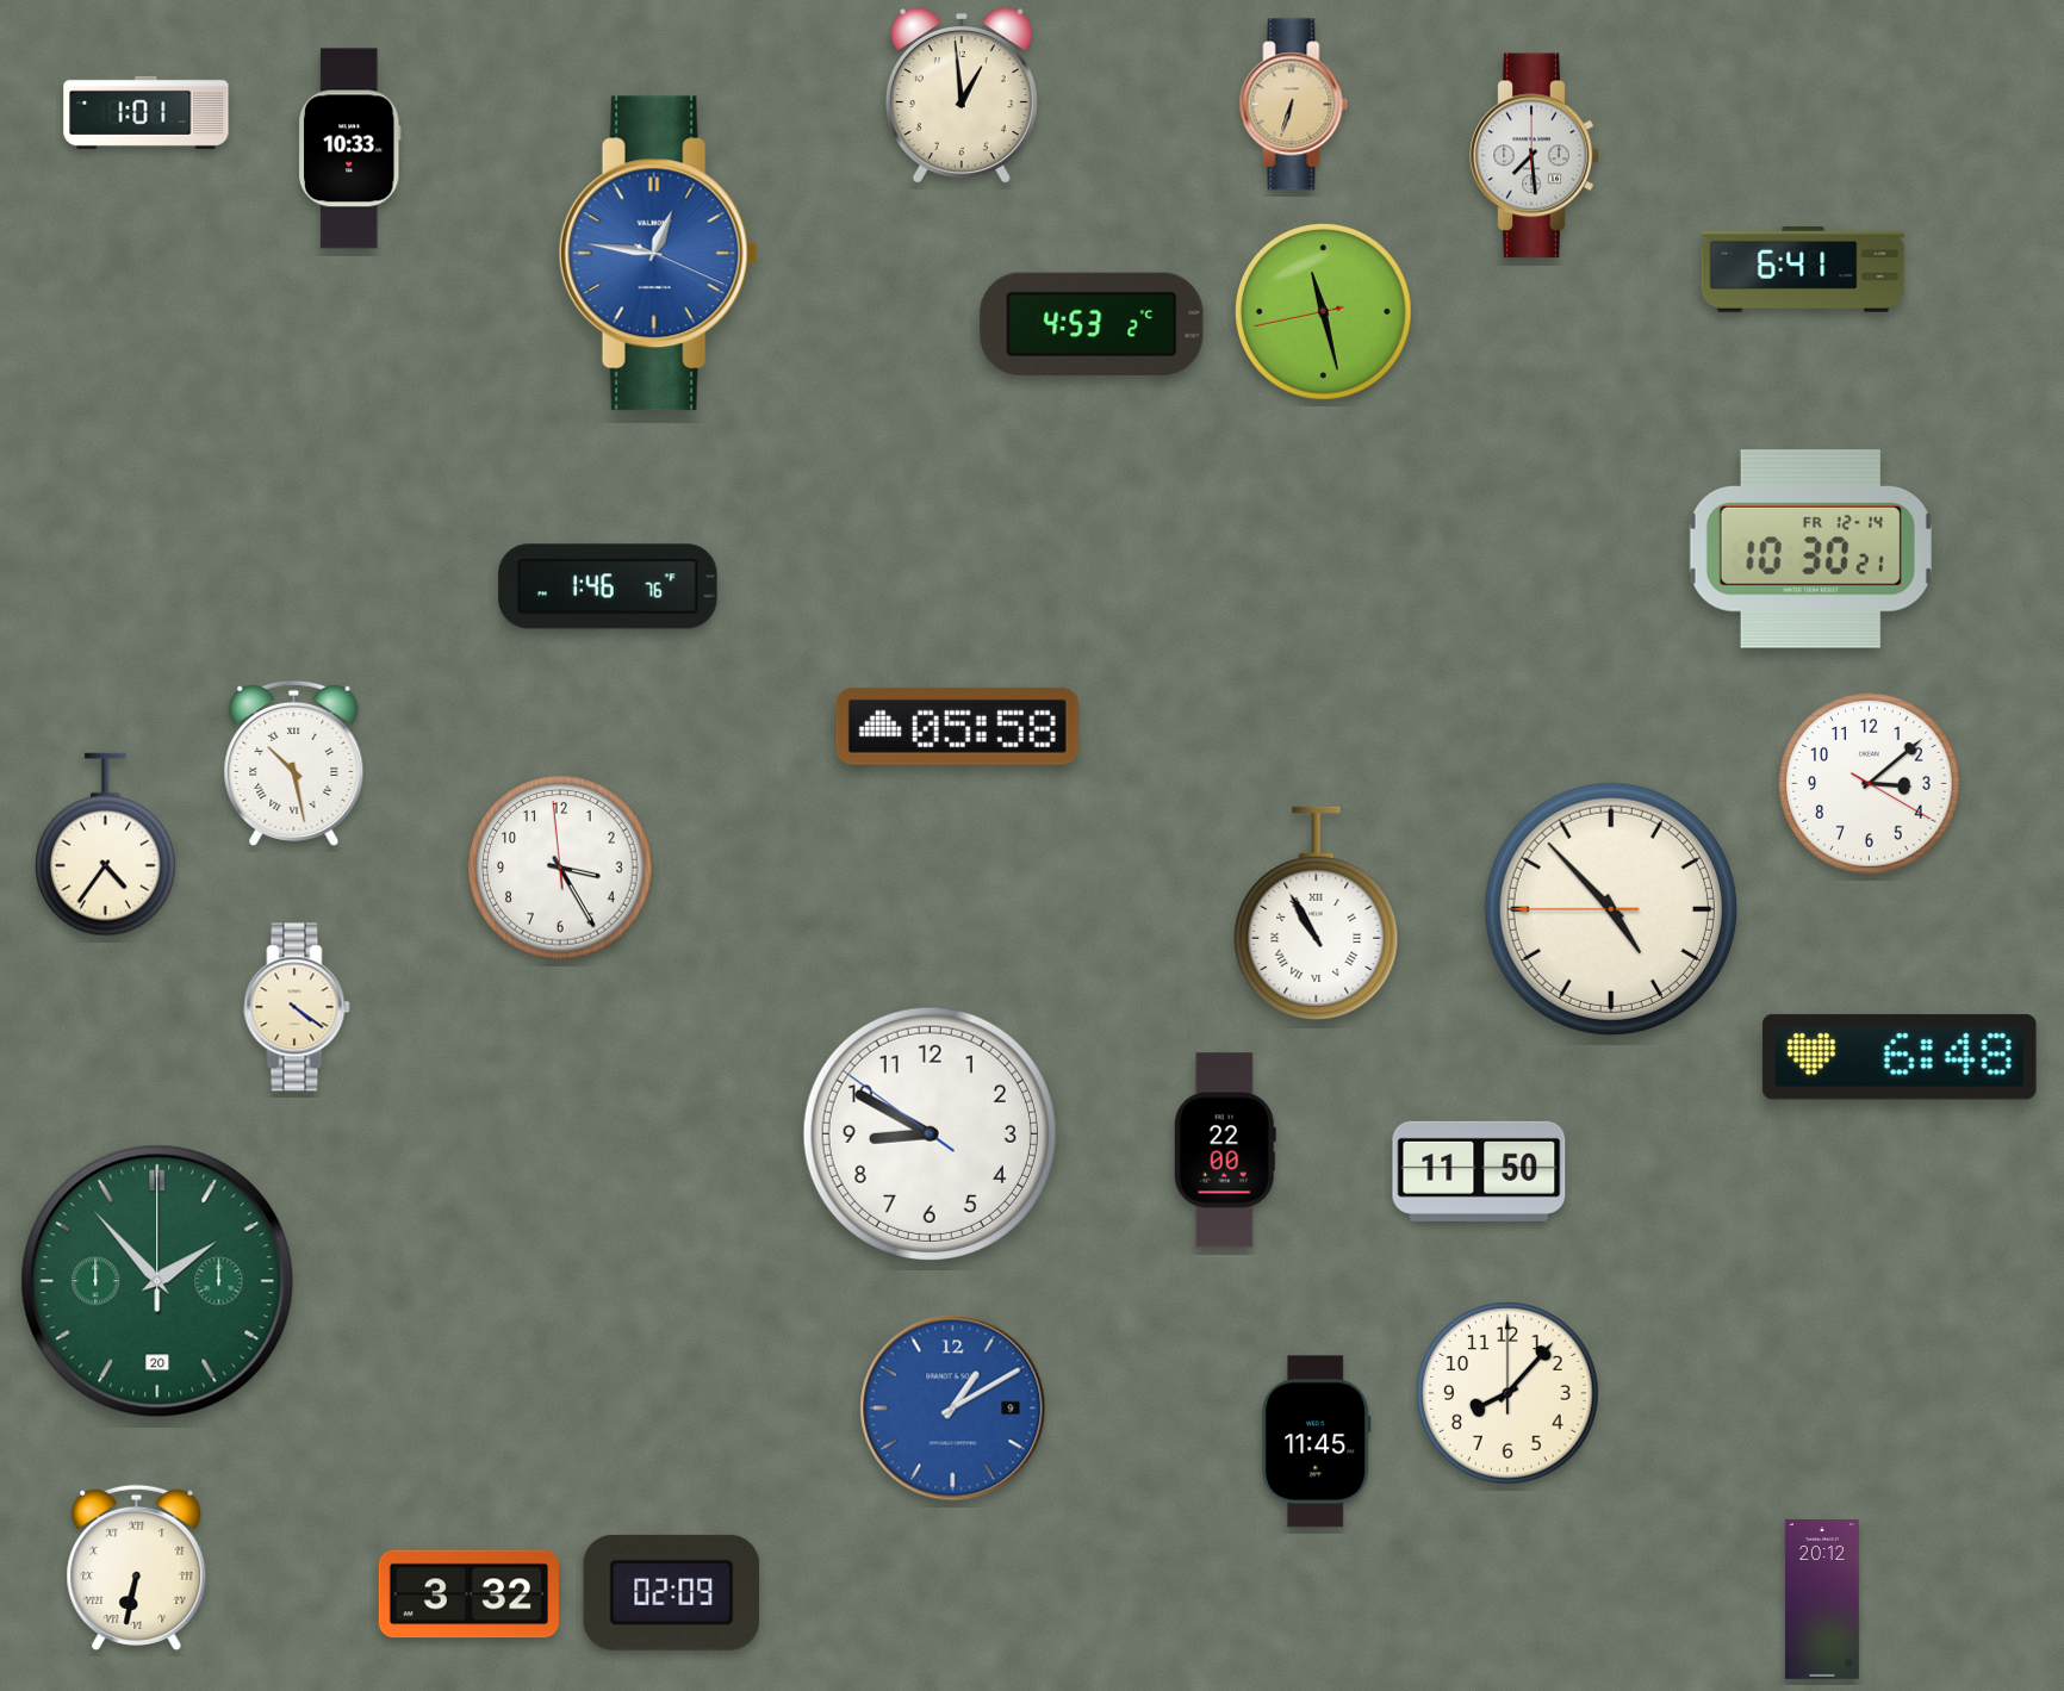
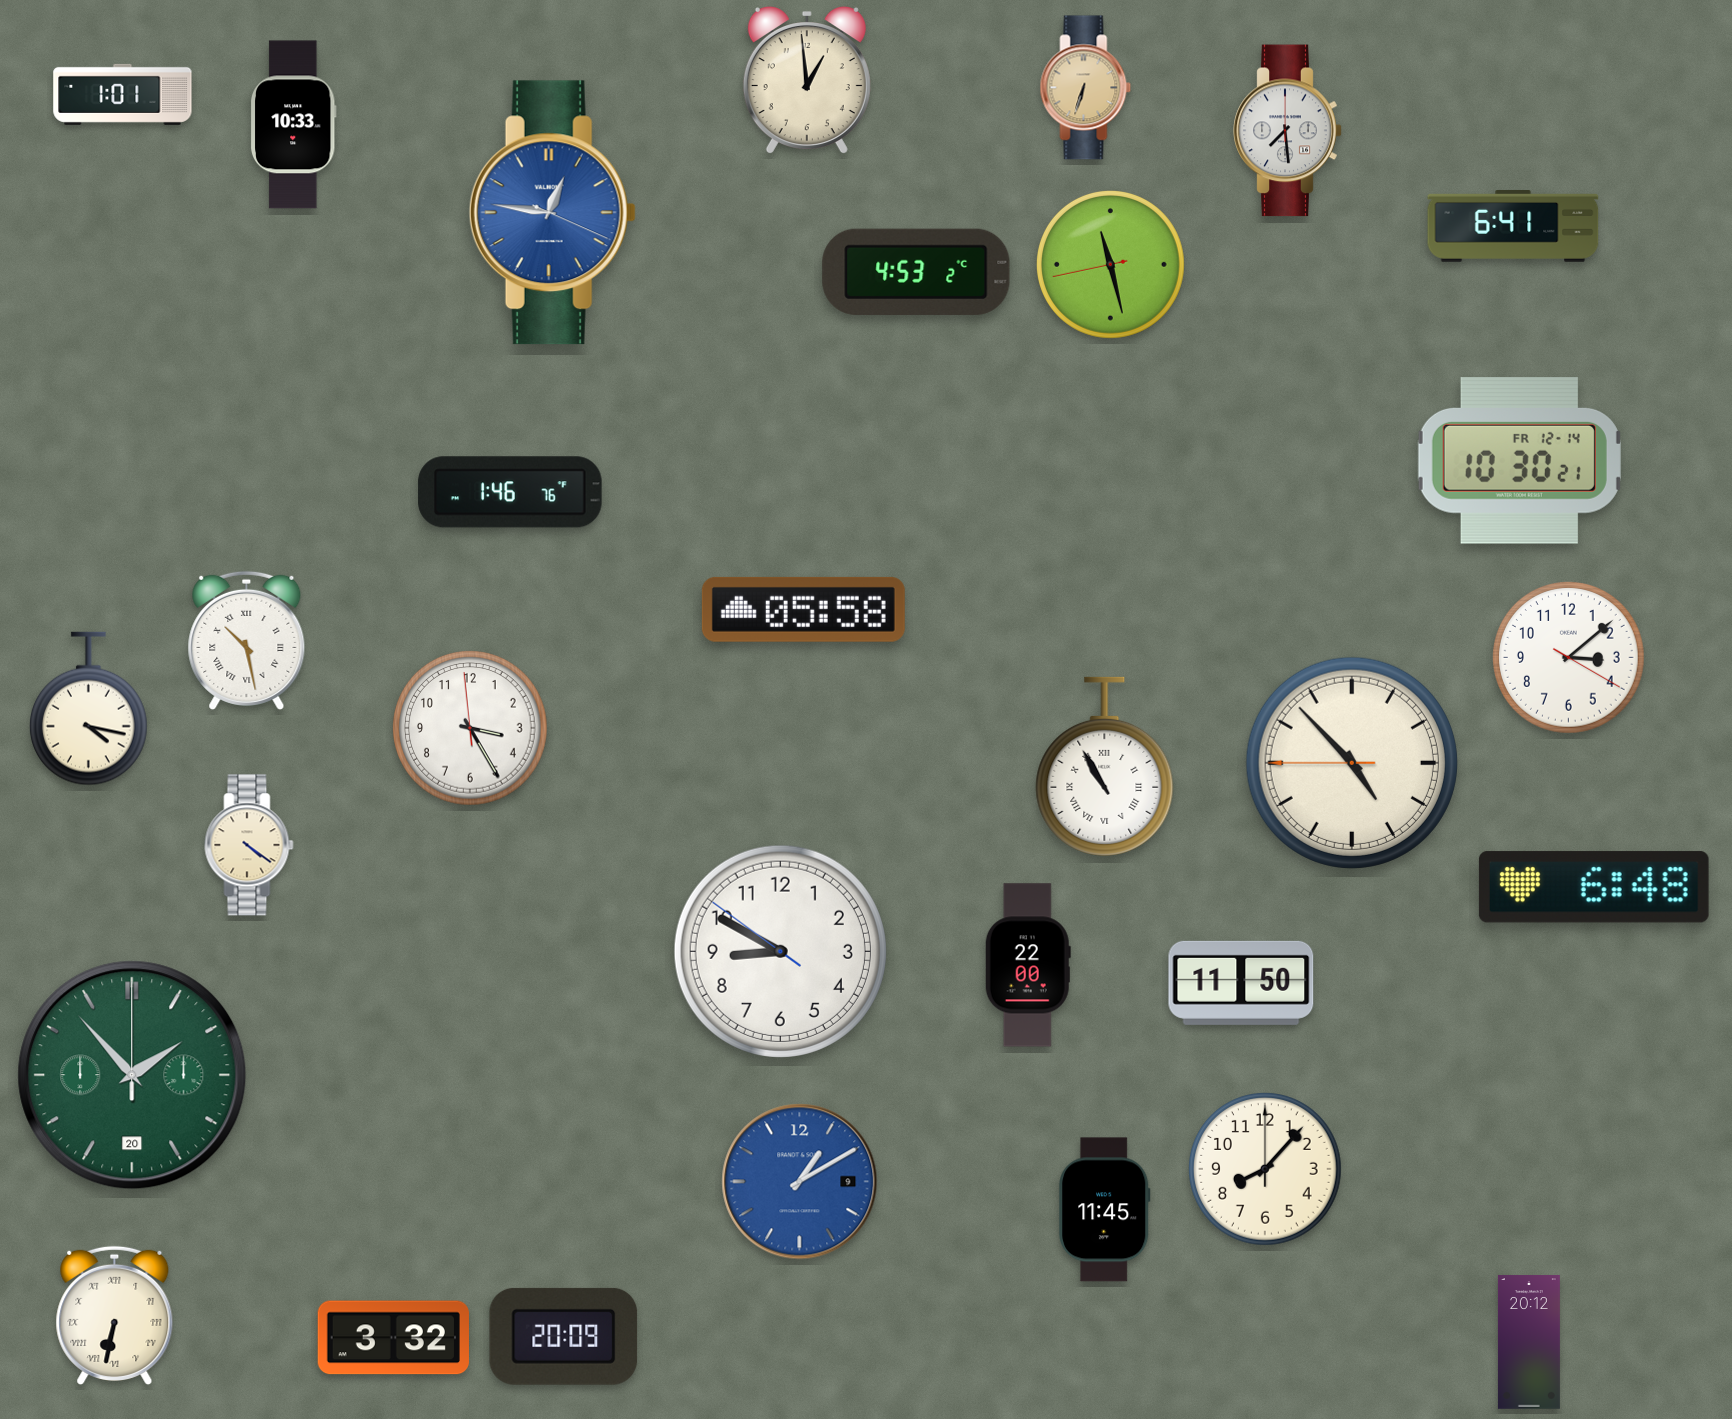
clock at (1323, 311) position: (1323, 311) -> (1110, 264)
clock at (105, 845): 4:36 -> 4:17
clock at (672, 1592): 02:09 -> 20:09
